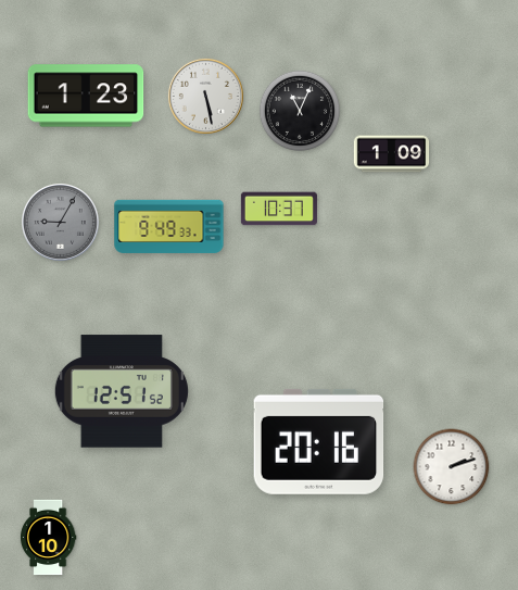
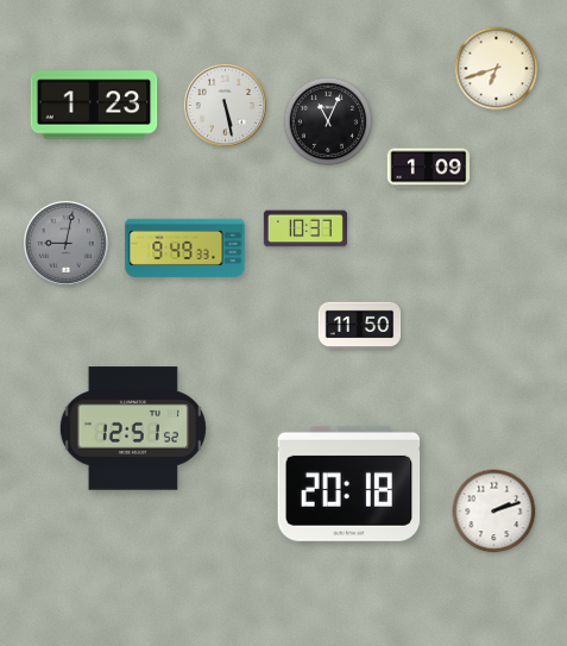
clock at (497, 69): none -> 6:42
clock at (60, 222): 9:05 -> 9:02
clock at (360, 326): none -> 11:50
clock at (319, 441): 20:16 -> 20:18
clock at (48, 538): 1:10 -> none
